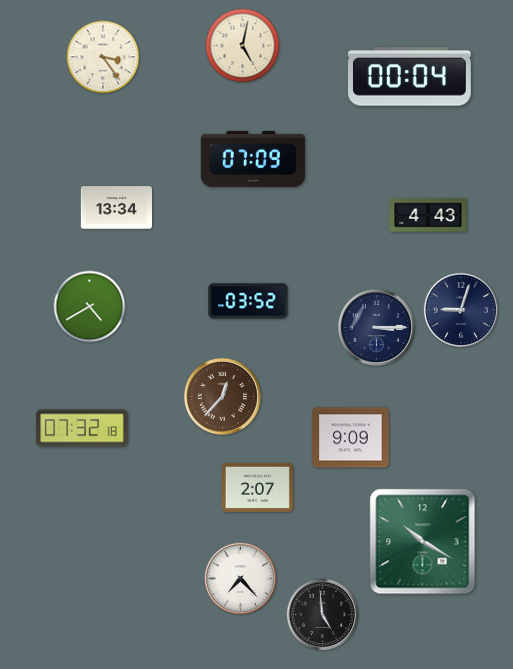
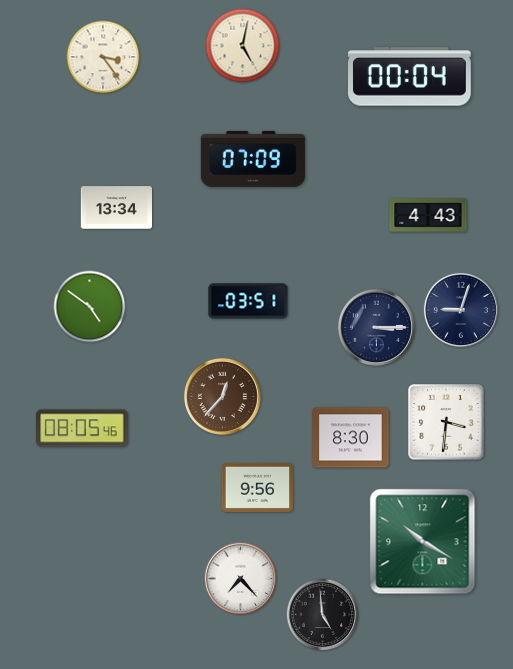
clock at (248, 301): 03:52 -> 03:51
clock at (90, 307): 4:40 -> 4:51
clock at (446, 422): none -> 3:31
clock at (82, 428): 07:32 -> 08:05
clock at (351, 438): 9:09 -> 8:30
clock at (258, 487): 2:07 -> 9:56
